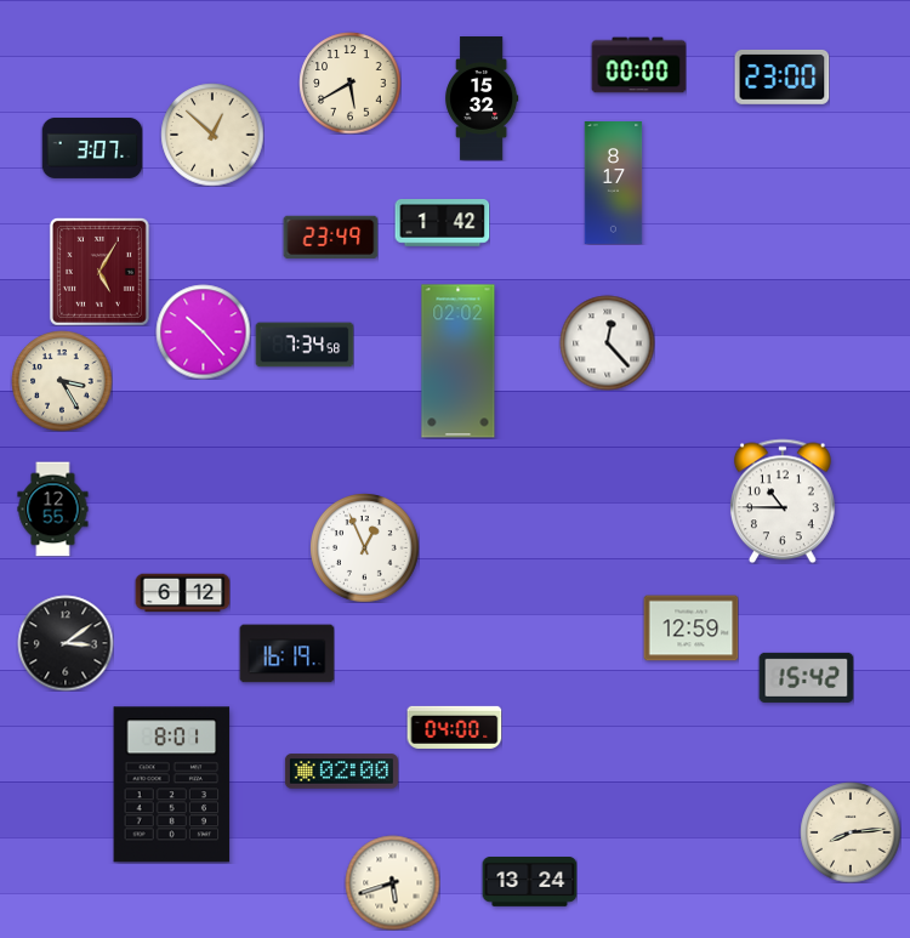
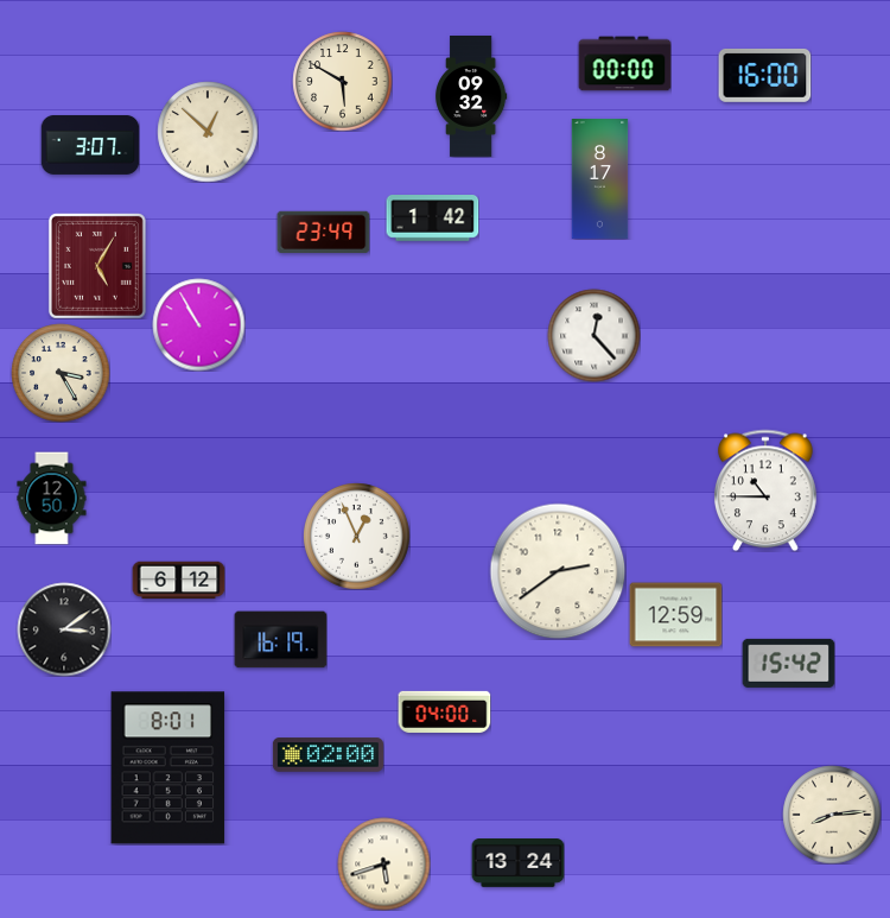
clock at (781, 76): 23:00 -> 16:00
clock at (349, 83): 5:40 -> 5:50
clock at (482, 98): 15:32 -> 09:32
clock at (203, 331): 10:23 -> 10:55
clock at (305, 345): 7:34 -> none
clock at (459, 362): 02:02 -> none
clock at (53, 508): 12:55 -> 12:50
clock at (558, 571): none -> 2:39
clock at (341, 772) position: (341, 772) -> (328, 755)
